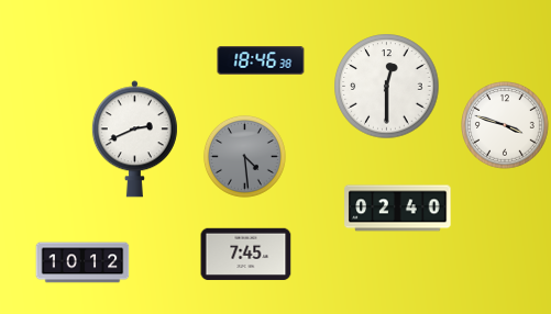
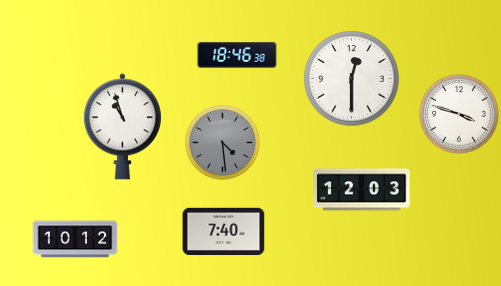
clock at (134, 139): 2:41 -> 10:57
clock at (398, 209): 02:40 -> 12:03
clock at (246, 255): 7:45 -> 7:40
